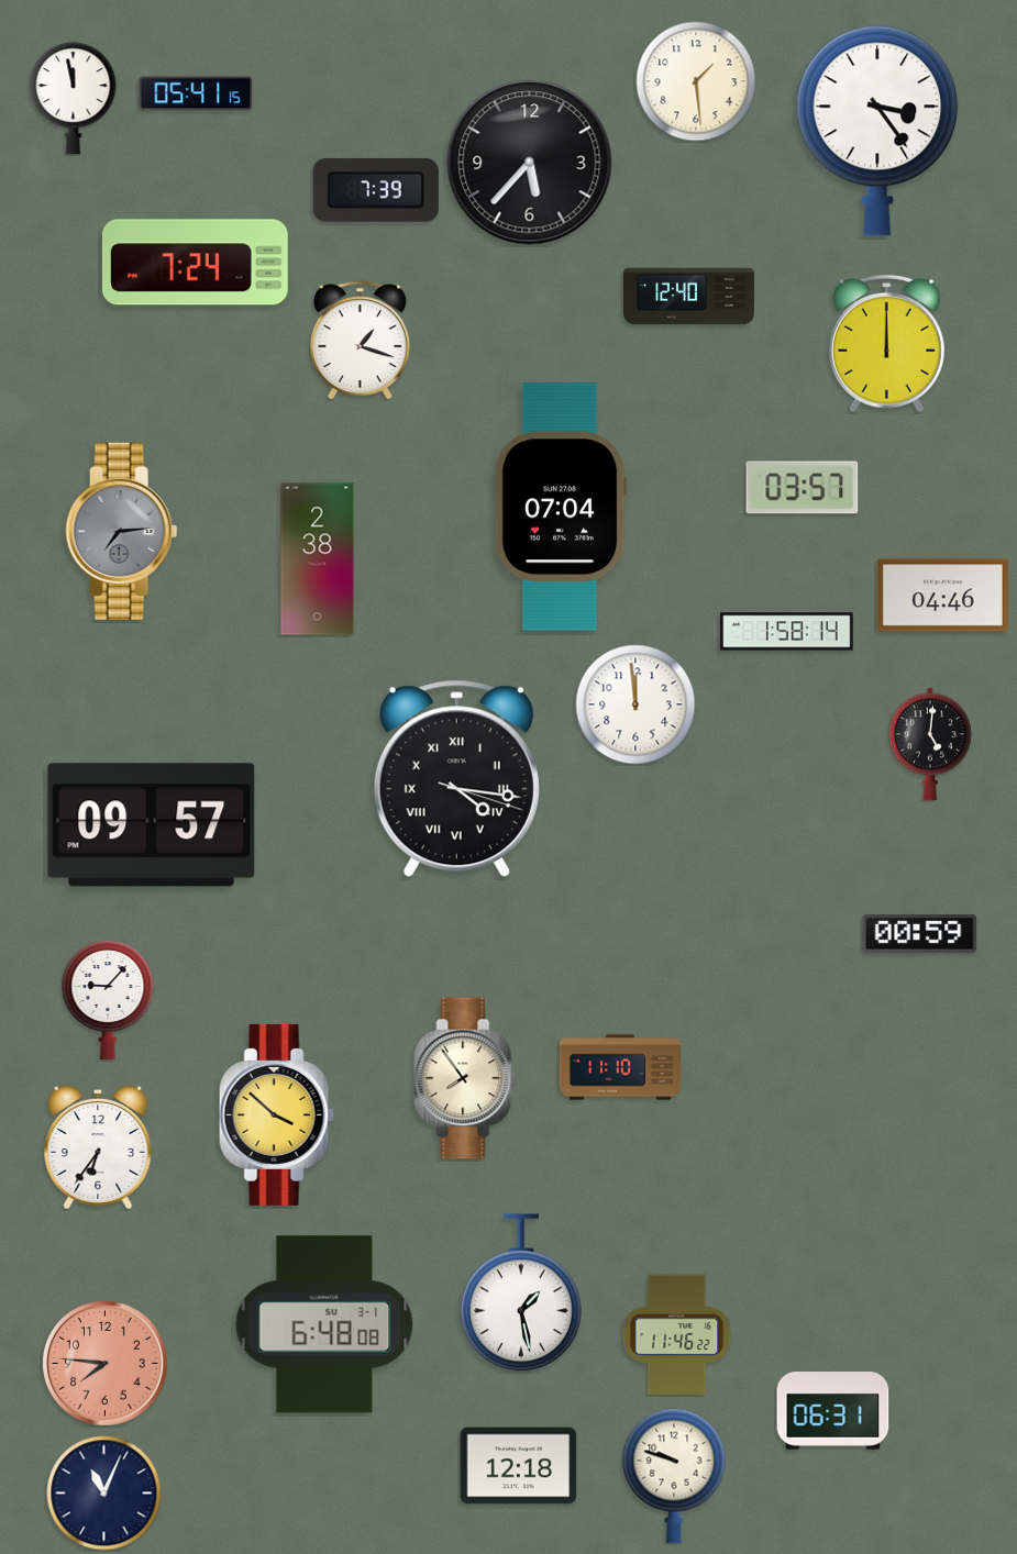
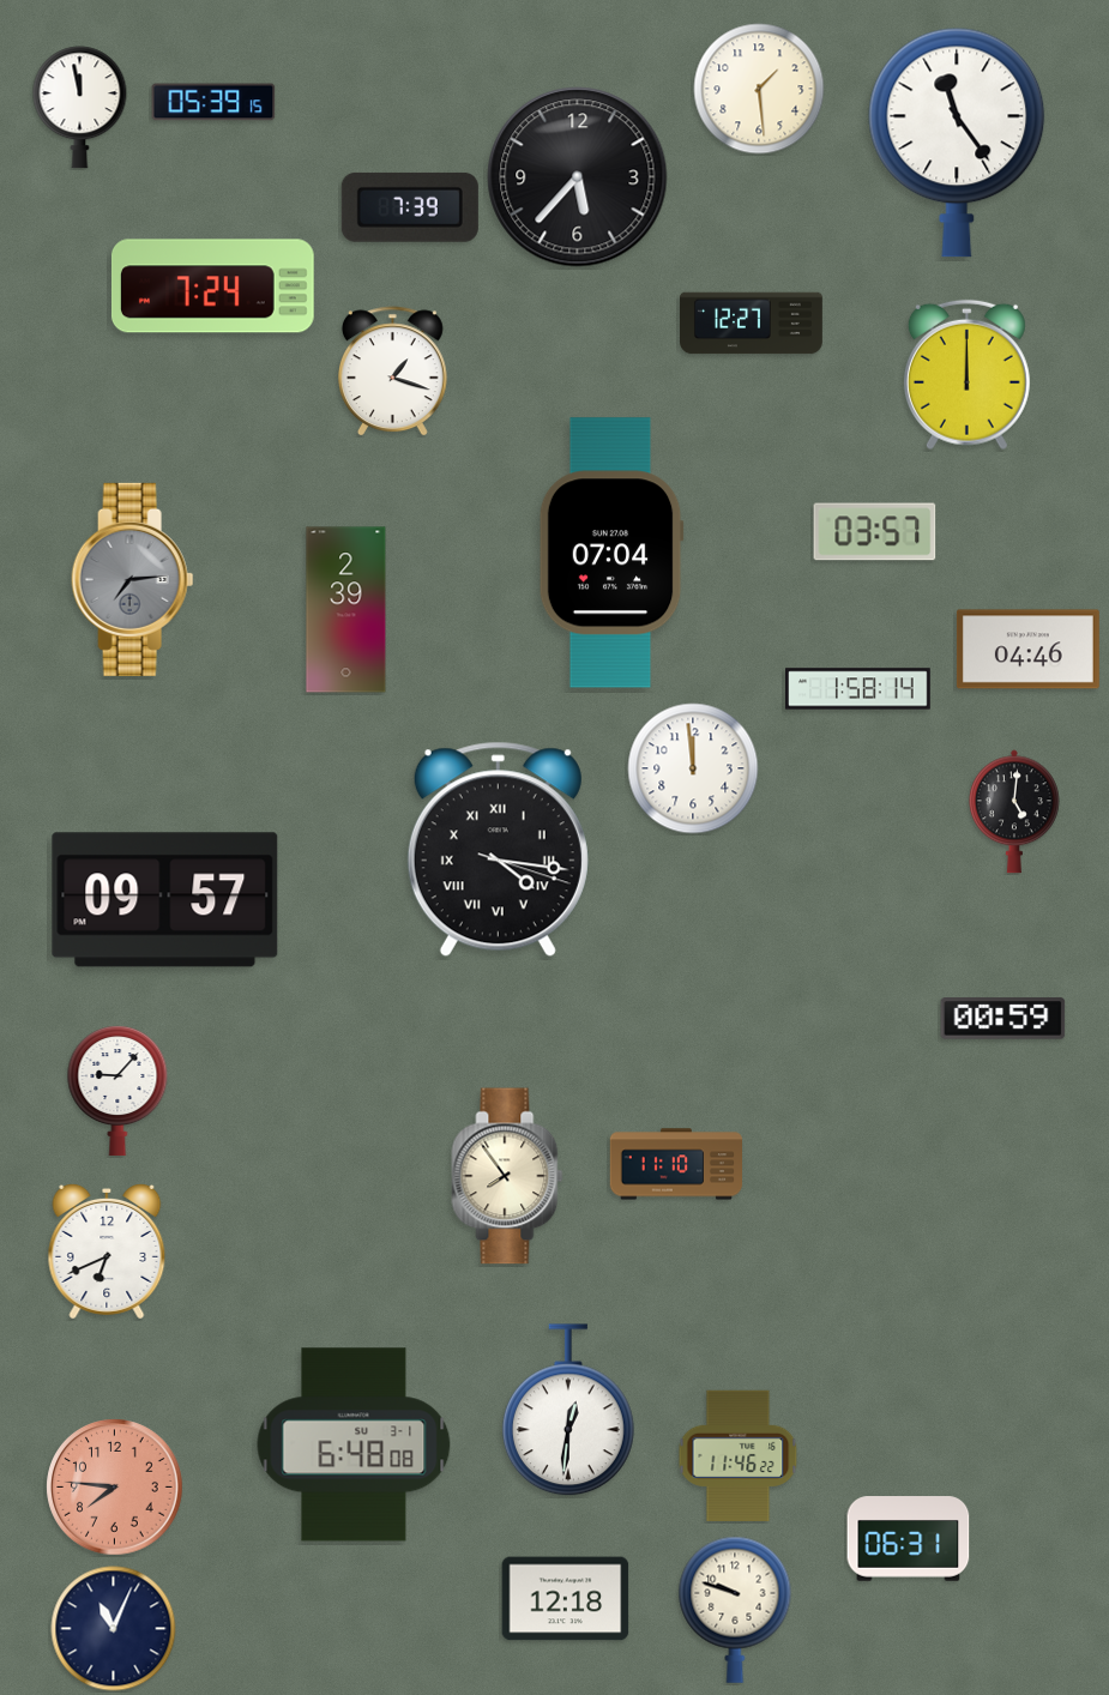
clock at (196, 93): 05:41 -> 05:39
clock at (877, 131): 3:24 -> 11:24
clock at (689, 297): 12:40 -> 12:27
clock at (318, 559): 2:38 -> 2:39
clock at (276, 1114): 3:52 -> none
clock at (98, 1147): 6:36 -> 6:41
clock at (521, 1294): 1:28 -> 12:31
